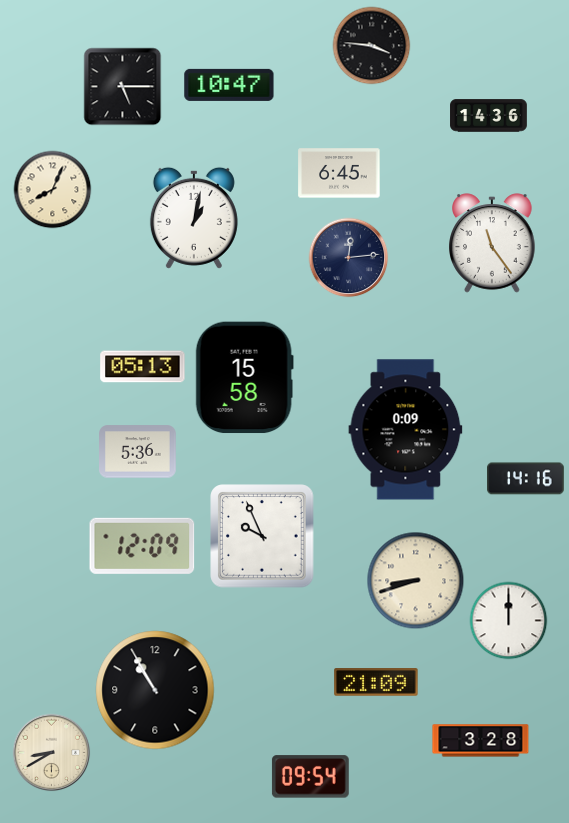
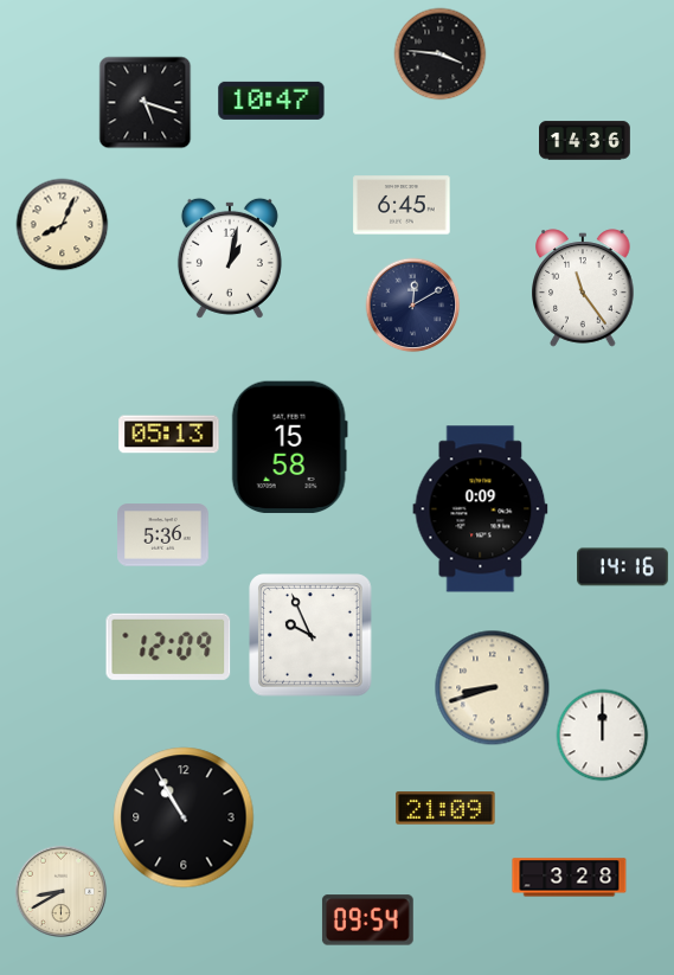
clock at (122, 86): 5:15 -> 5:18
clock at (489, 116) position: (489, 116) -> (585, 141)
clock at (348, 257): 12:14 -> 12:10
